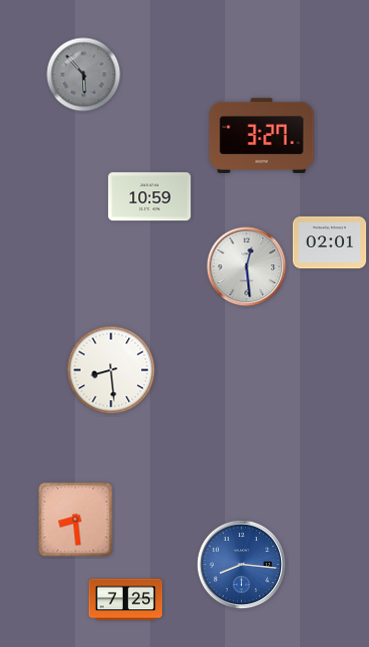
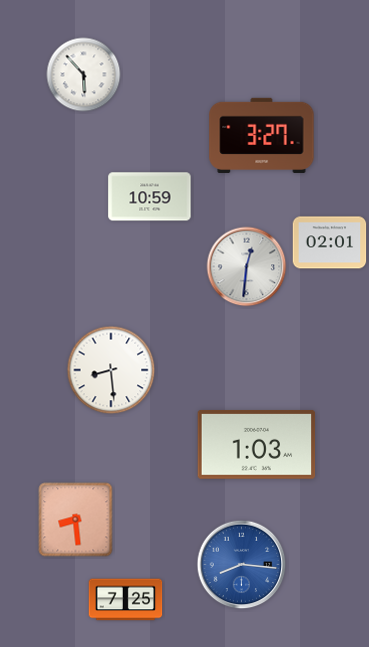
clock at (84, 75) dial: grey -> white
clock at (247, 267): 12:29 -> 12:31
clock at (257, 444): none -> 1:03
